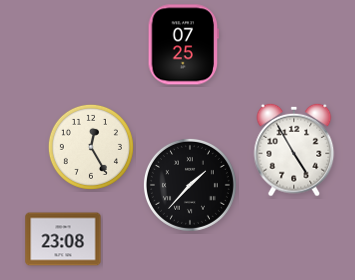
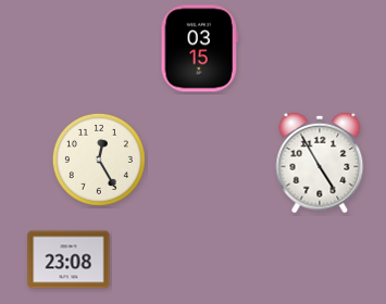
clock at (183, 45): 07:25 -> 03:15
clock at (190, 185): 1:37 -> none
